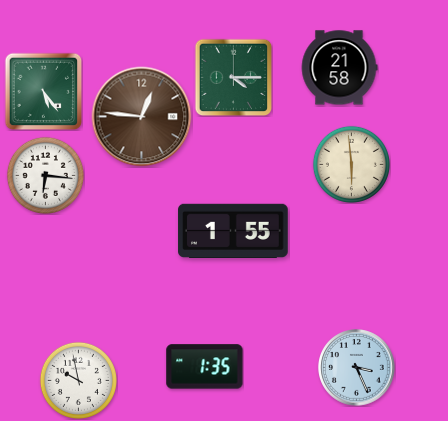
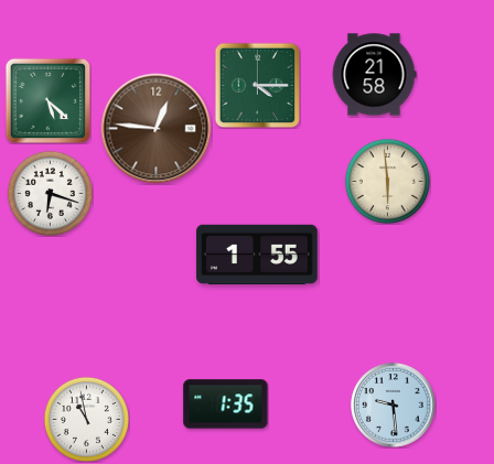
clock at (43, 91): 5:24 -> 5:22
clock at (45, 175): 6:16 -> 6:18
clock at (357, 368): 3:26 -> 9:29
clock at (78, 380): 9:58 -> 10:58
